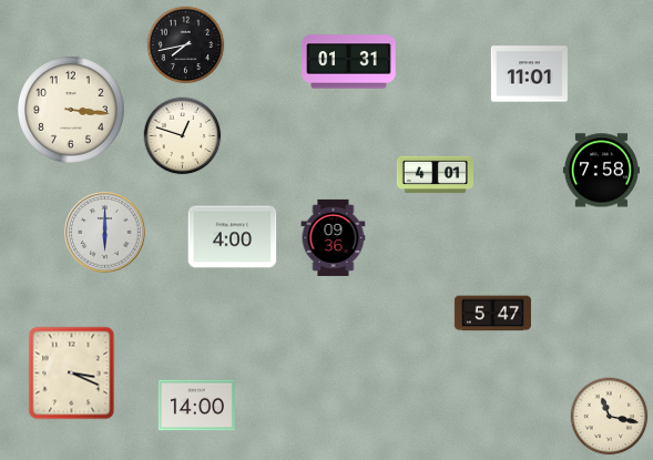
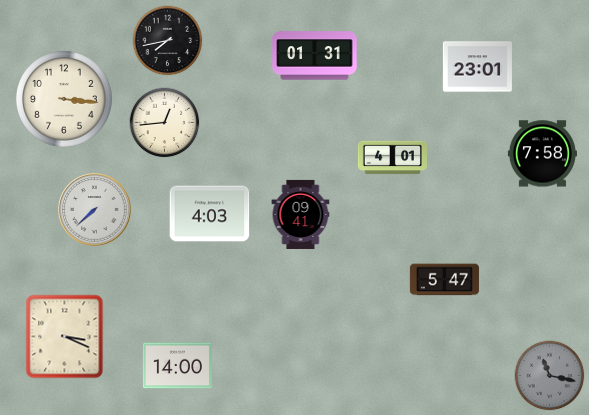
clock at (529, 74): 11:01 -> 23:01
clock at (183, 136): 12:48 -> 12:44
clock at (105, 233): 6:00 -> 7:38
clock at (233, 237): 4:00 -> 4:03
clock at (334, 237): 09:36 -> 09:41
clock at (492, 314) position: (492, 314) -> (444, 280)
clock at (610, 417) dial: cream -> grey
